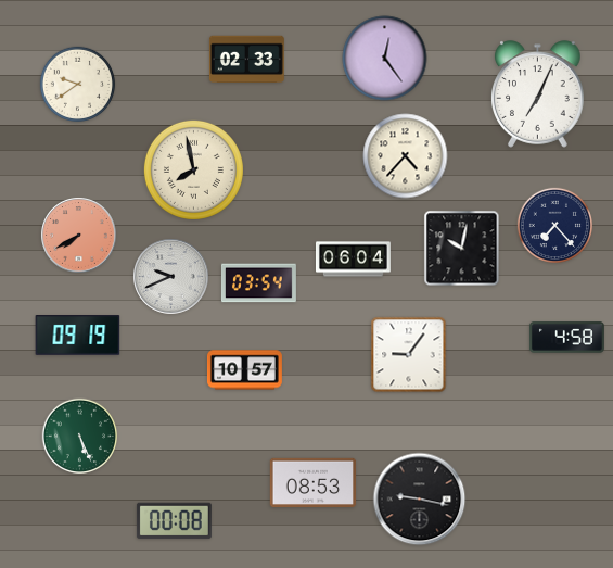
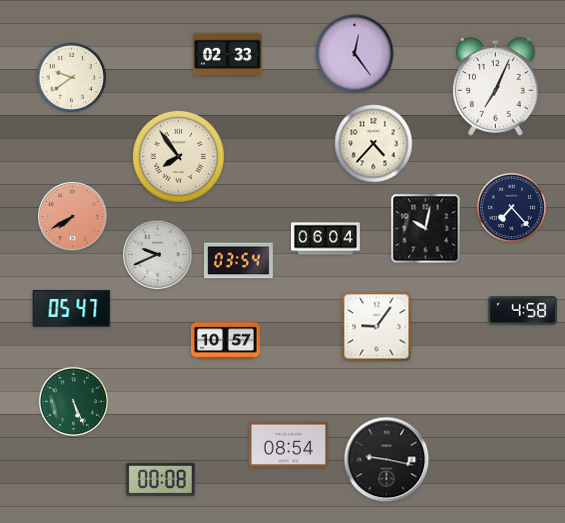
clock at (193, 169): 7:58 -> 7:54
clock at (78, 336): 09:19 -> 05:47
clock at (314, 483): 08:53 -> 08:54
